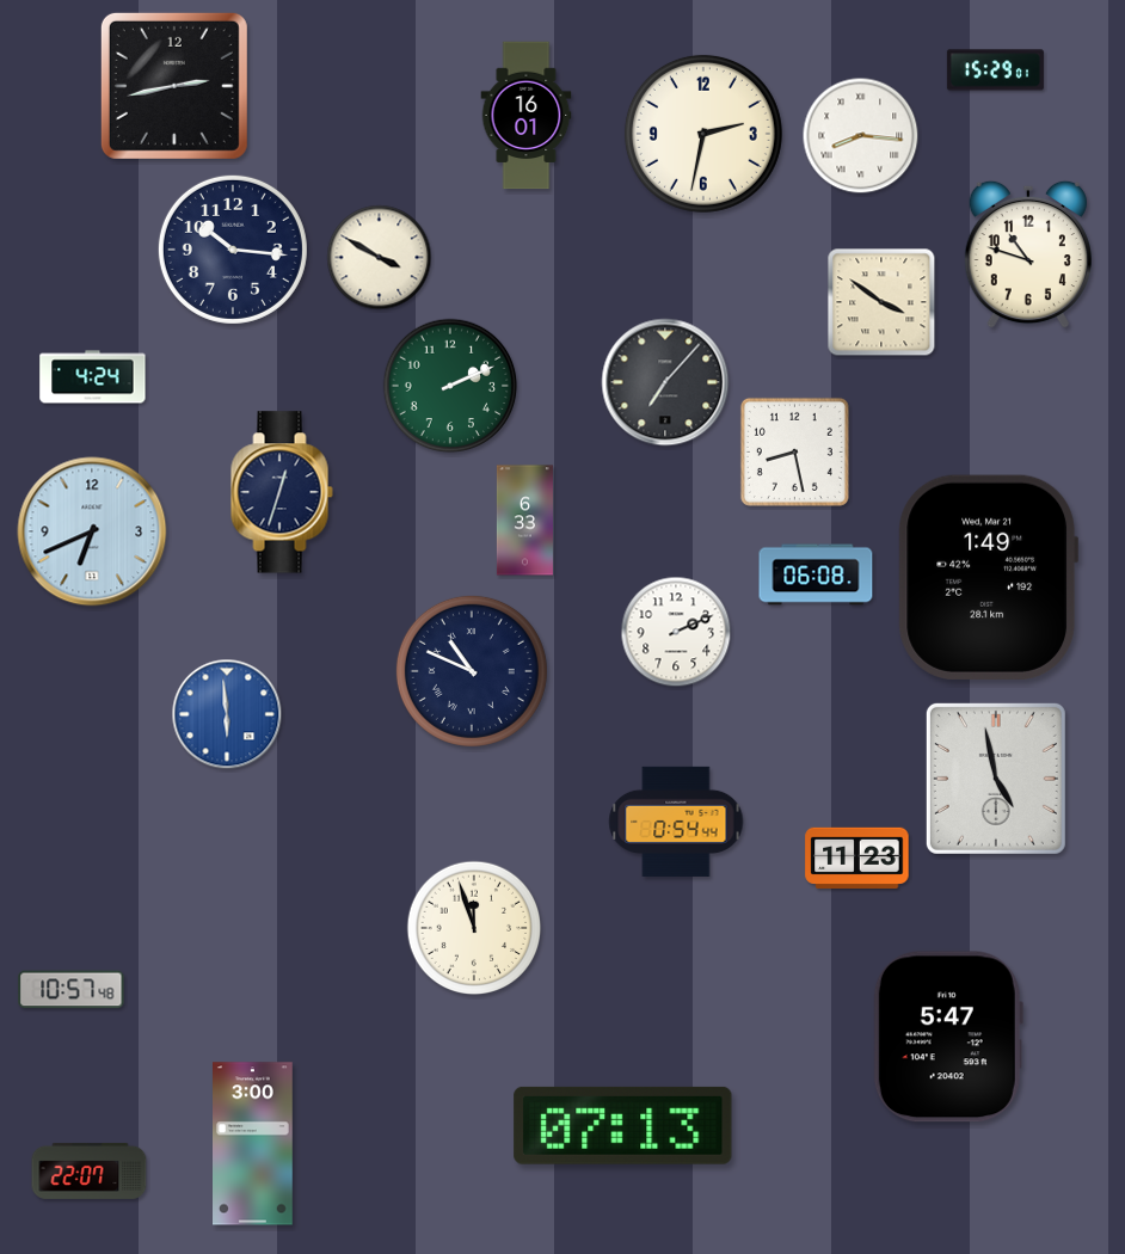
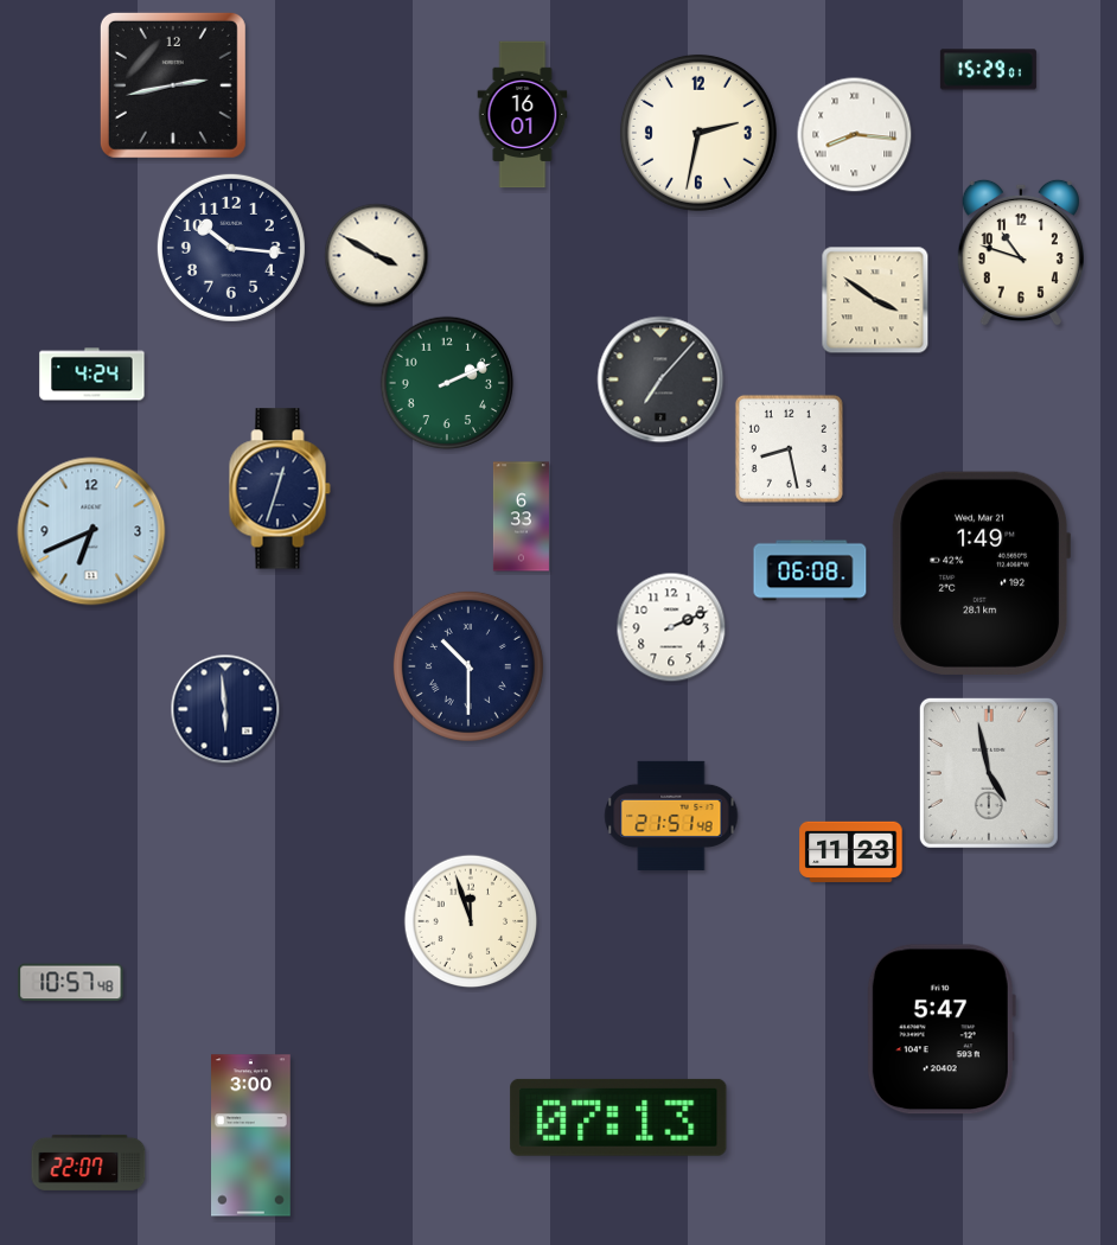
clock at (92, 531) position: (92, 531) -> (91, 531)
clock at (472, 671): 10:49 -> 10:30
clock at (227, 714) dial: blue -> navy
clock at (676, 822): 0:54 -> 21:51
